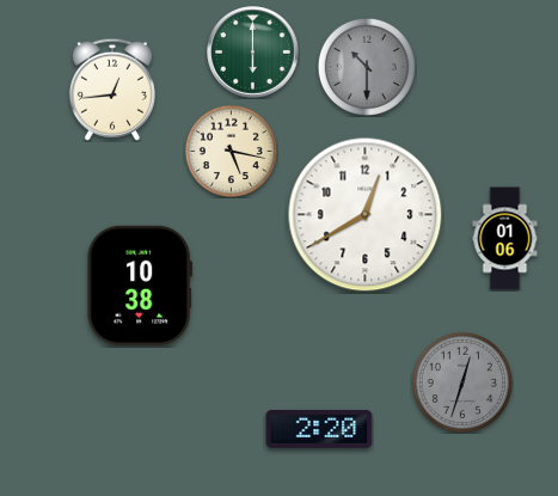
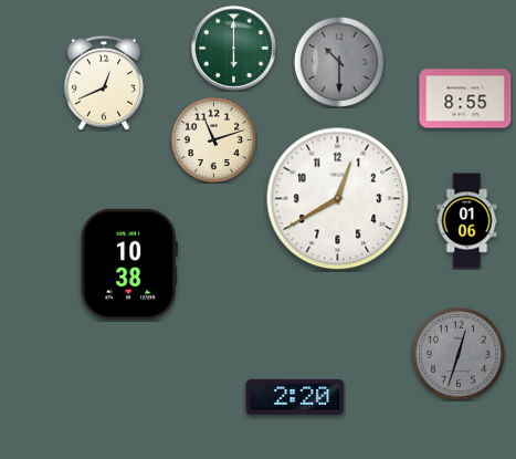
clock at (112, 90): 12:44 -> 12:41
clock at (465, 98): none -> 8:55
clock at (231, 151): 5:17 -> 11:12
clock at (462, 382) position: (462, 382) -> (459, 354)
